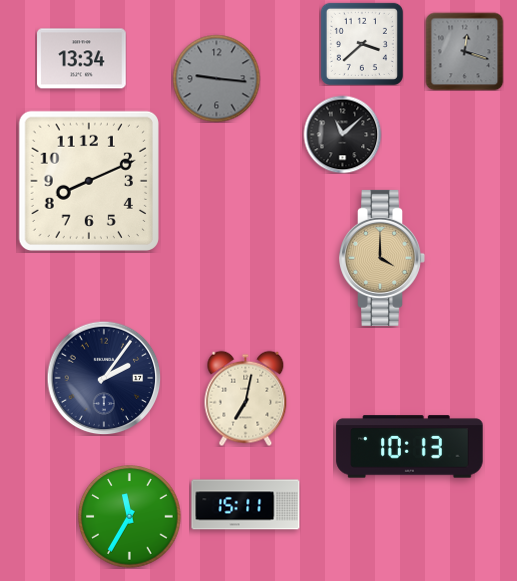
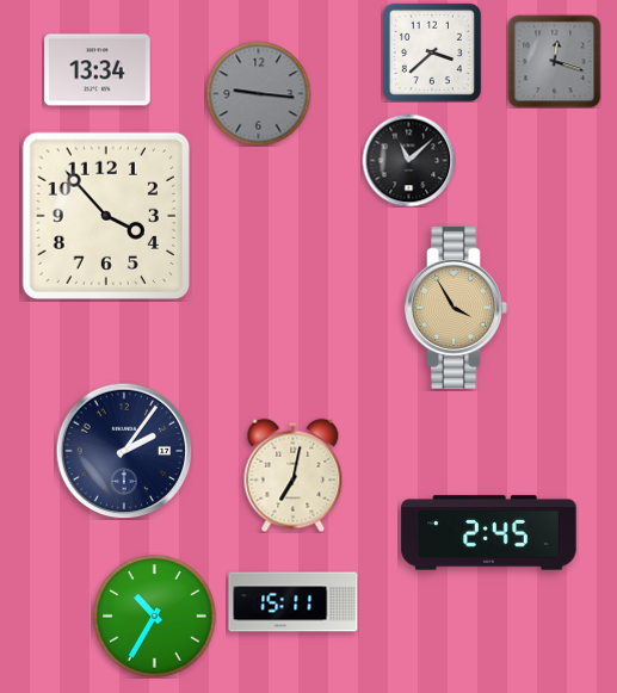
clock at (88, 181): 8:11 -> 3:53
clock at (382, 258): 4:00 -> 3:55
clock at (410, 447): 10:13 -> 2:45
clock at (130, 517): 11:35 -> 10:35
